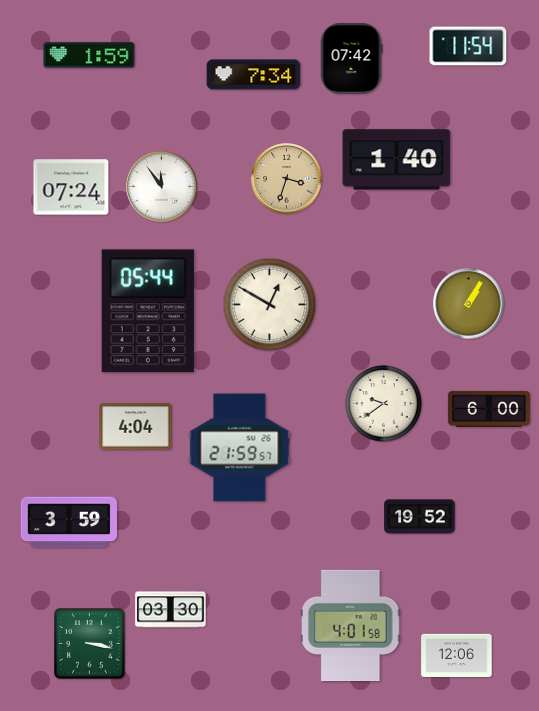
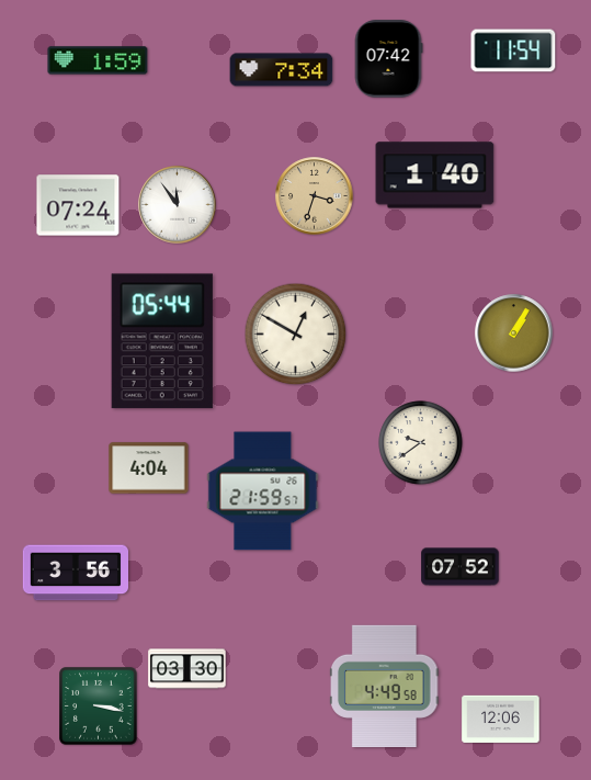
clock at (351, 59) position: (351, 59) -> (388, 59)
clock at (254, 75) position: (254, 75) -> (282, 70)
clock at (489, 409): 6:00 -> none
clock at (420, 517): 19:52 -> 07:52
clock at (68, 522): 3:59 -> 3:56
clock at (351, 625): 4:01 -> 4:49
